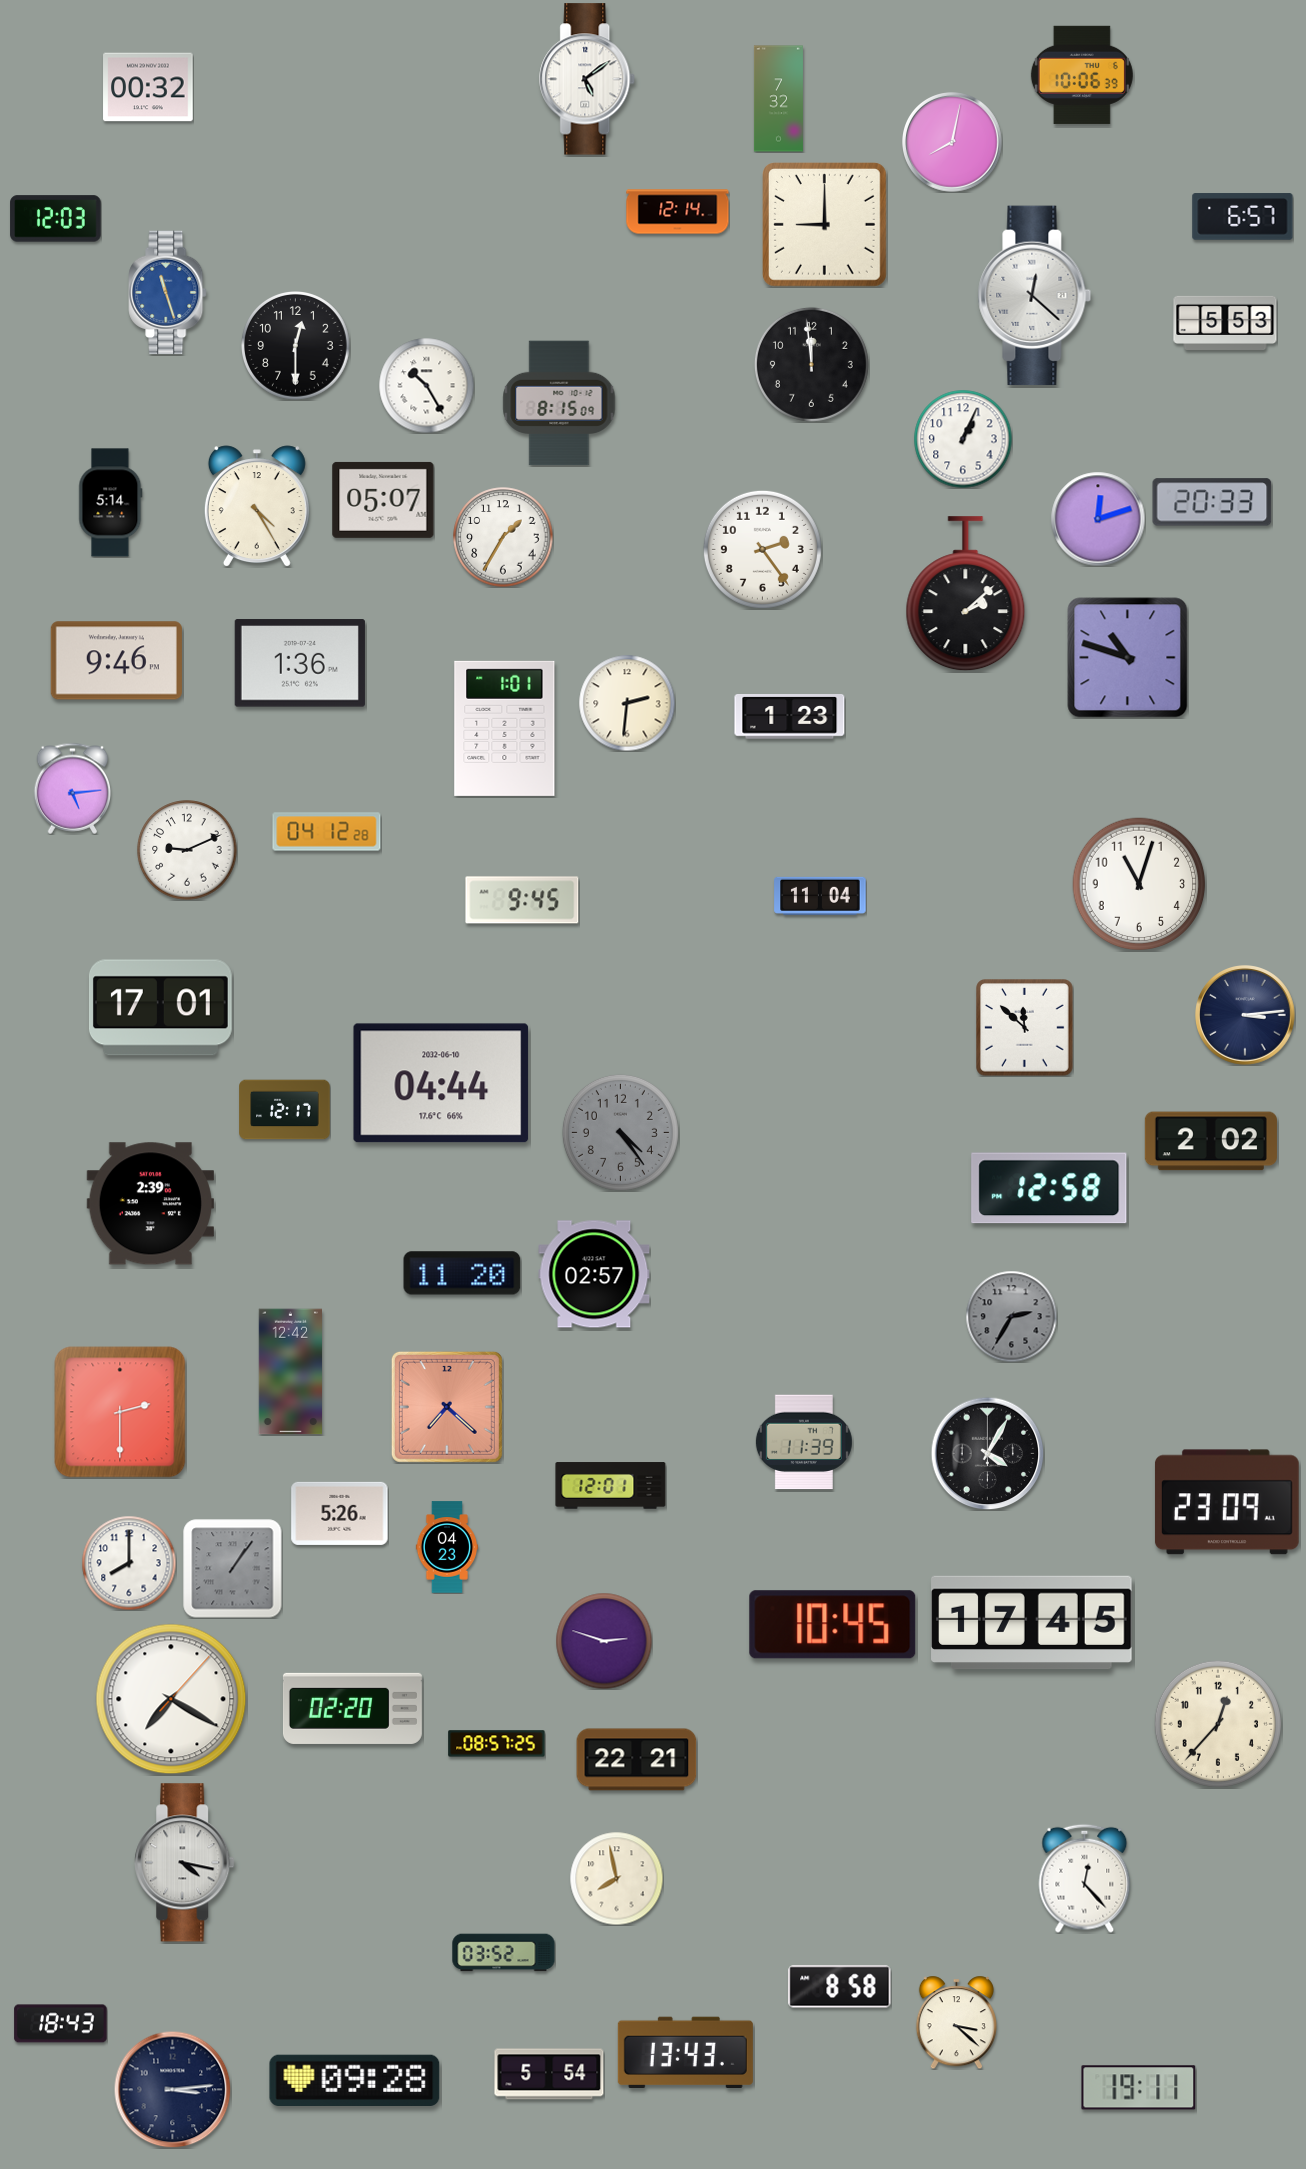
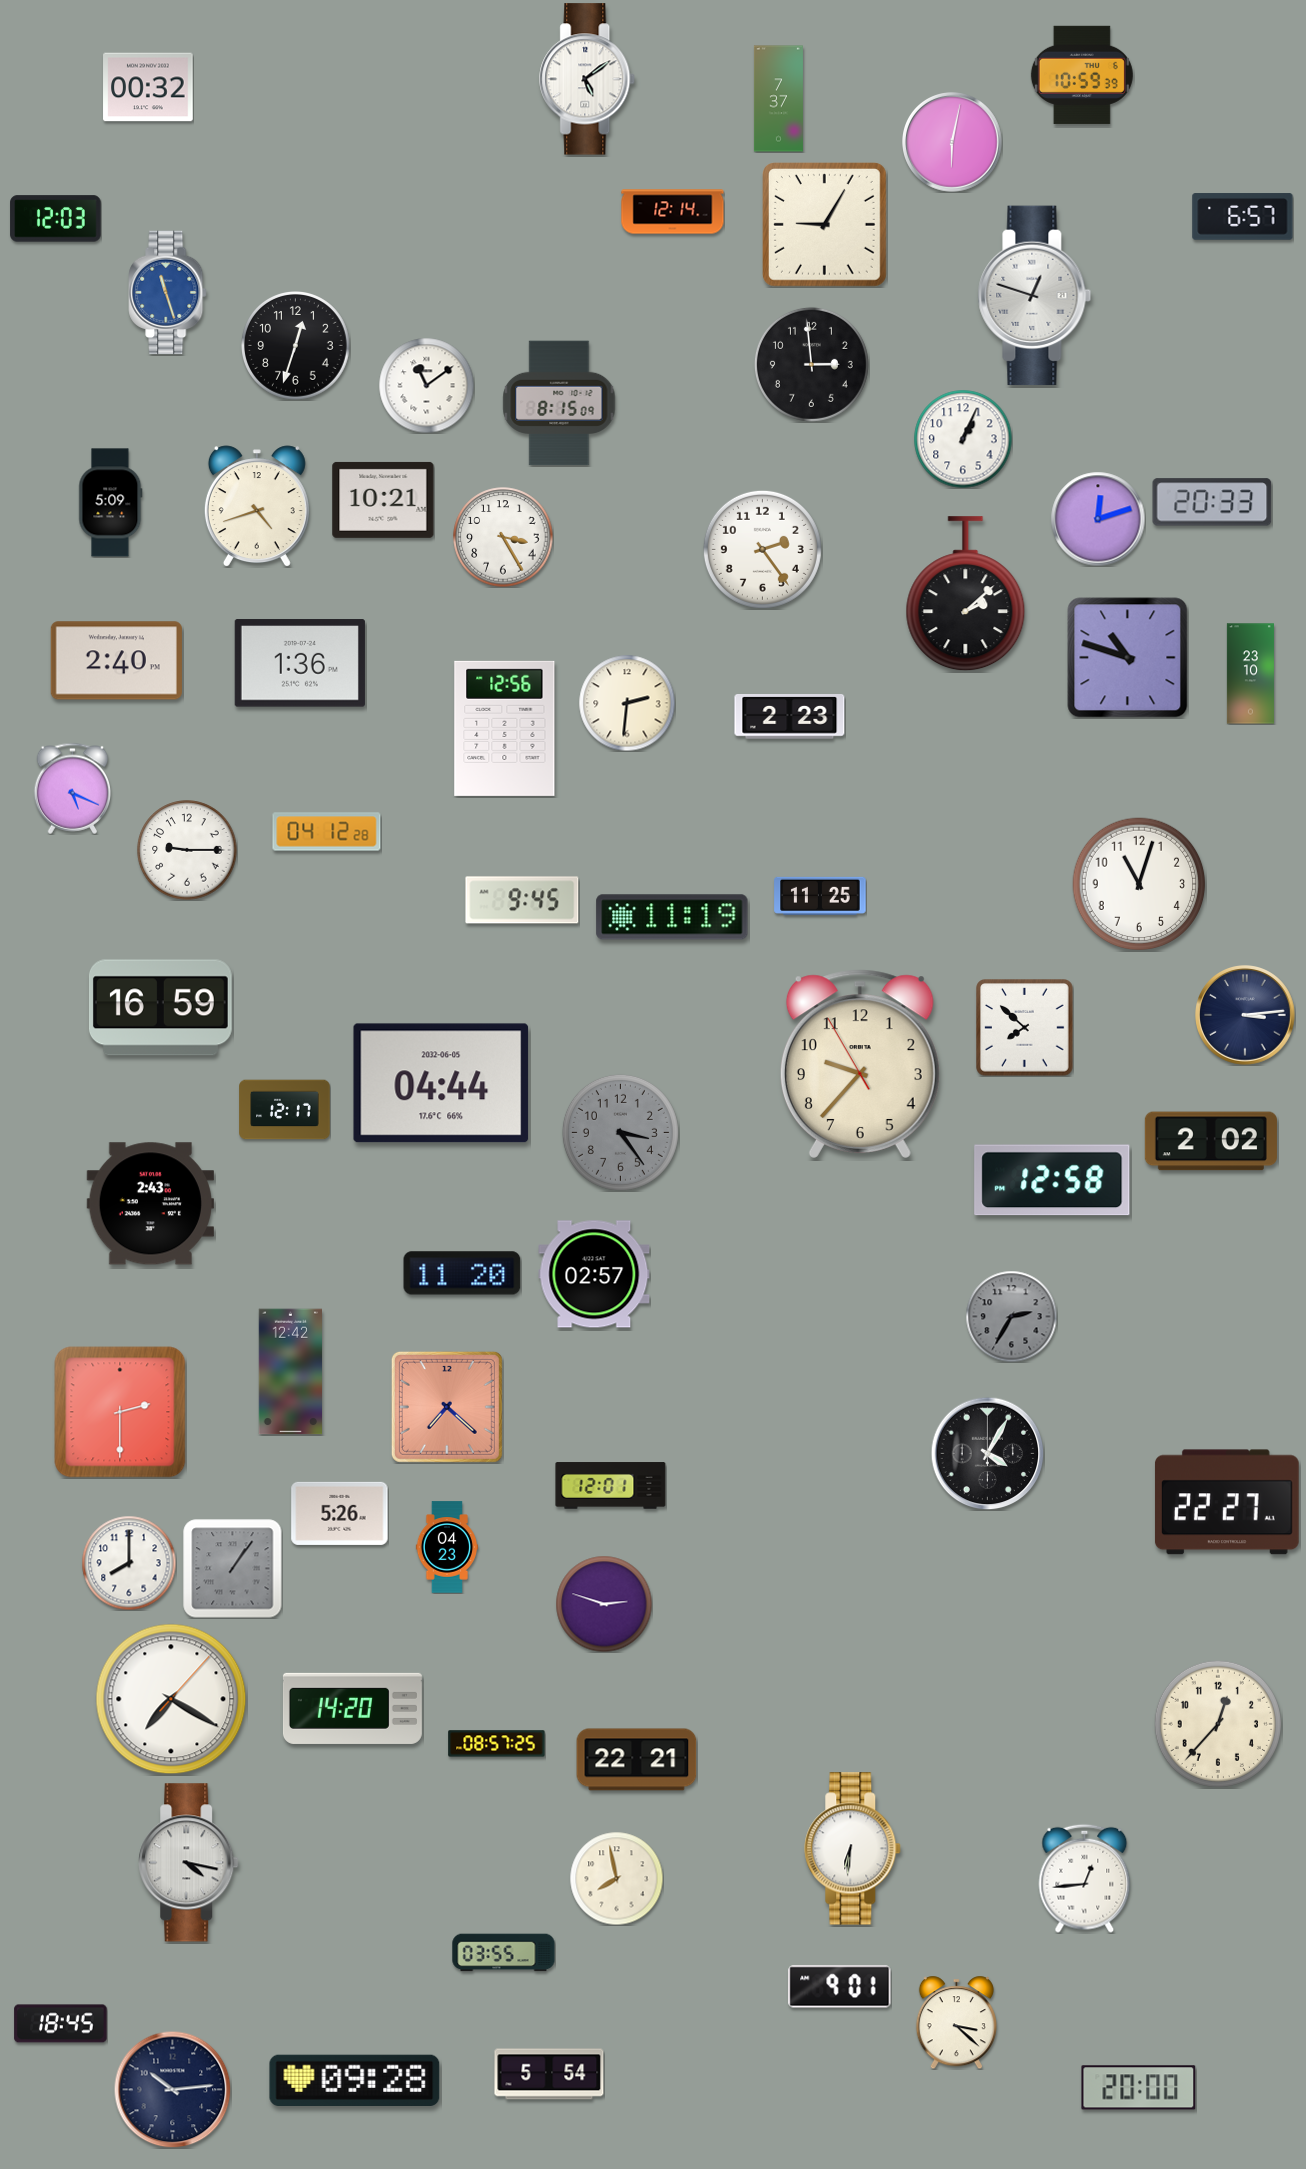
clock at (1082, 75): 10:06 -> 10:59
clock at (778, 99): 7:32 -> 7:37
clock at (953, 143): 8:02 -> 6:02
clock at (678, 212) position: (678, 212) -> (673, 212)
clock at (825, 225): 9:00 -> 9:05
clock at (1035, 296): 12:22 -> 12:48
clock at (1225, 323): 5:53 -> none
clock at (296, 346): 12:30 -> 12:33
clock at (811, 364): 11:59 -> 2:59
clock at (426, 385): 10:25 -> 11:09
clock at (383, 500): 05:07 -> 10:21
clock at (111, 503): 5:14 -> 5:09
clock at (257, 506): 4:25 -> 4:42
clock at (503, 537): 1:35 -> 3:25
clock at (116, 661): 9:46 -> 2:40
clock at (1250, 674): none -> 23:10
clock at (790, 717): 1:23 -> 2:23
clock at (505, 728): 1:01 -> 12:56
clock at (73, 788): 5:14 -> 5:19
clock at (187, 850): 9:11 -> 9:15
clock at (820, 895): 11:04 -> 11:25
clock at (672, 917): none -> 11:19
clock at (160, 1008): 17:01 -> 16:59
clock at (1025, 1028): 11:52 -> 7:52
clock at (860, 1064): none -> 9:36
clock at (441, 1083) date: 2032-06-10 -> 2032-06-05
clock at (620, 1132): 4:24 -> 3:24
clock at (1049, 1188) position: (1049, 1188) -> (1052, 1180)
clock at (150, 1204): 2:39 -> 2:43
clock at (804, 1442): 11:39 -> none
clock at (1227, 1502): 23:09 -> 22:27
clock at (1032, 1623): 17:45 -> none
clock at (833, 1625): 10:45 -> none
clock at (604, 1641) position: (604, 1641) -> (604, 1604)
clock at (352, 1708): 02:20 -> 14:20
clock at (853, 1849): none -> 6:31
clock at (185, 1863) position: (185, 1863) -> (189, 1863)
clock at (1085, 1878): 12:23 -> 12:44
clock at (504, 1953): 03:52 -> 03:55
clock at (840, 1987): 8:58 -> 9:01
clock at (61, 2024): 18:43 -> 18:45
clock at (685, 2052): 13:43 -> none
clock at (1139, 2088): 19:11 -> 20:00
clock at (172, 2089): 3:14 -> 10:14
